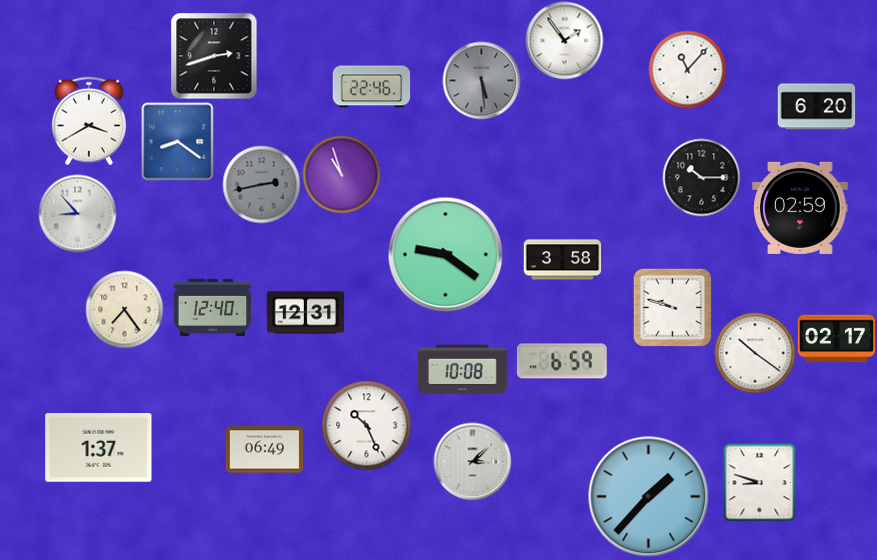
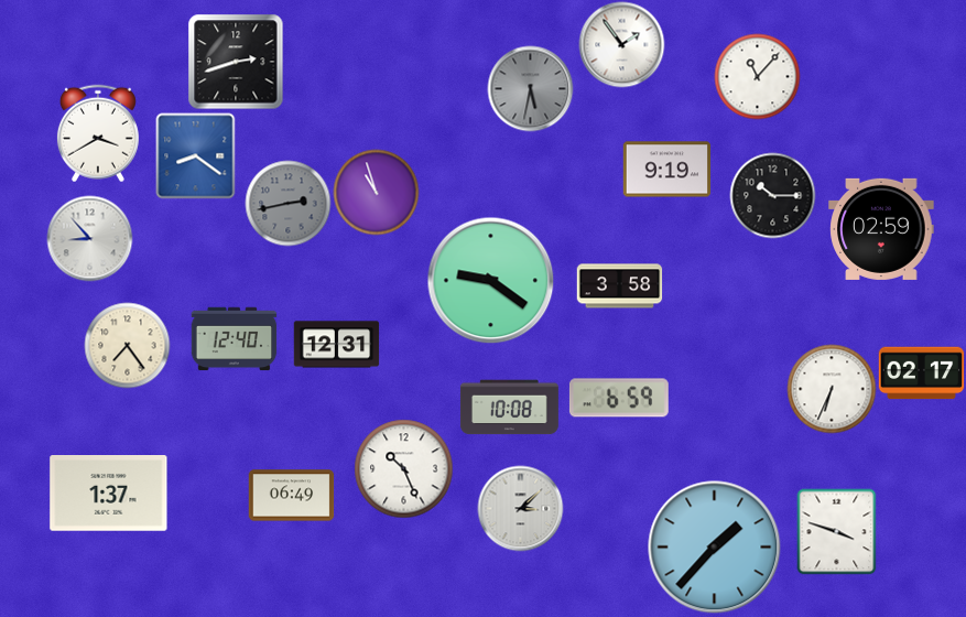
clock at (481, 80): 5:29 -> 5:32
clock at (371, 87): 22:46 -> none
clock at (816, 107): 6:20 -> none
clock at (666, 170): none -> 9:19
clock at (77, 213) position: (77, 213) -> (89, 238)
clock at (672, 307): 9:48 -> none
clock at (124, 309) position: (124, 309) -> (127, 345)
clock at (755, 353): 10:21 -> 6:34
clock at (760, 482): 8:48 -> 3:48
